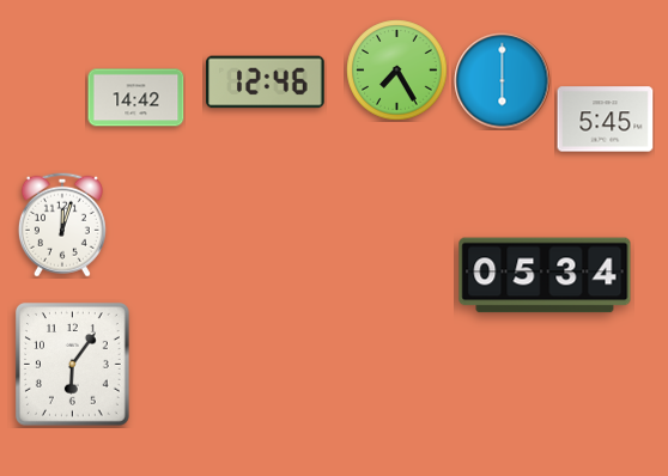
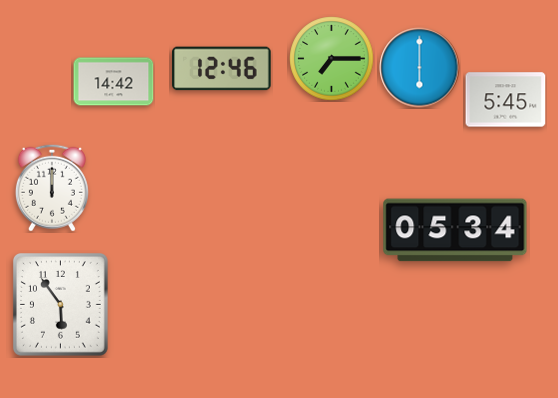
clock at (397, 71): 7:25 -> 7:15
clock at (62, 225): 12:03 -> 12:00
clock at (73, 365): 6:06 -> 5:54
